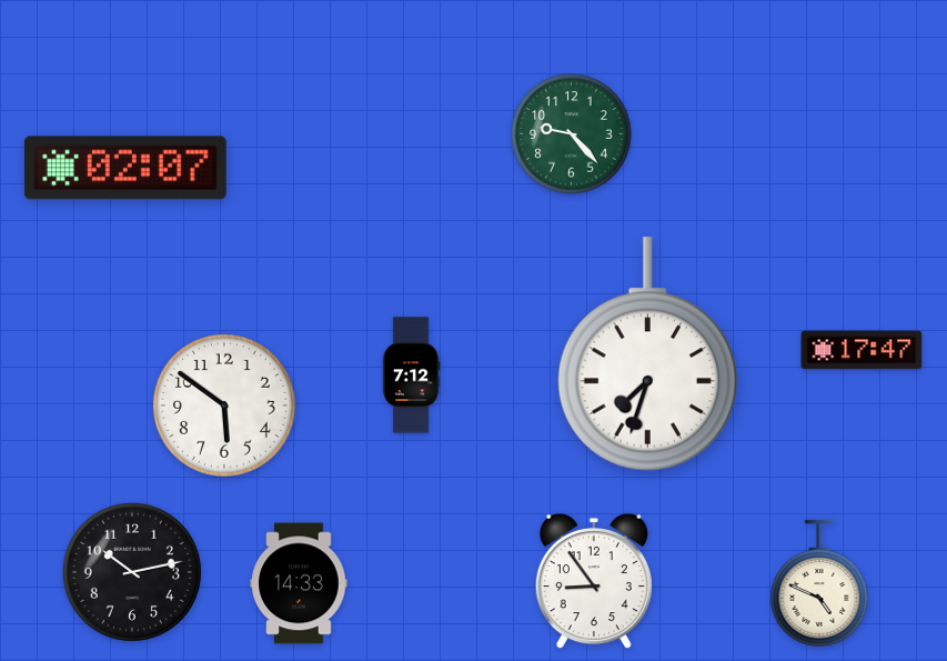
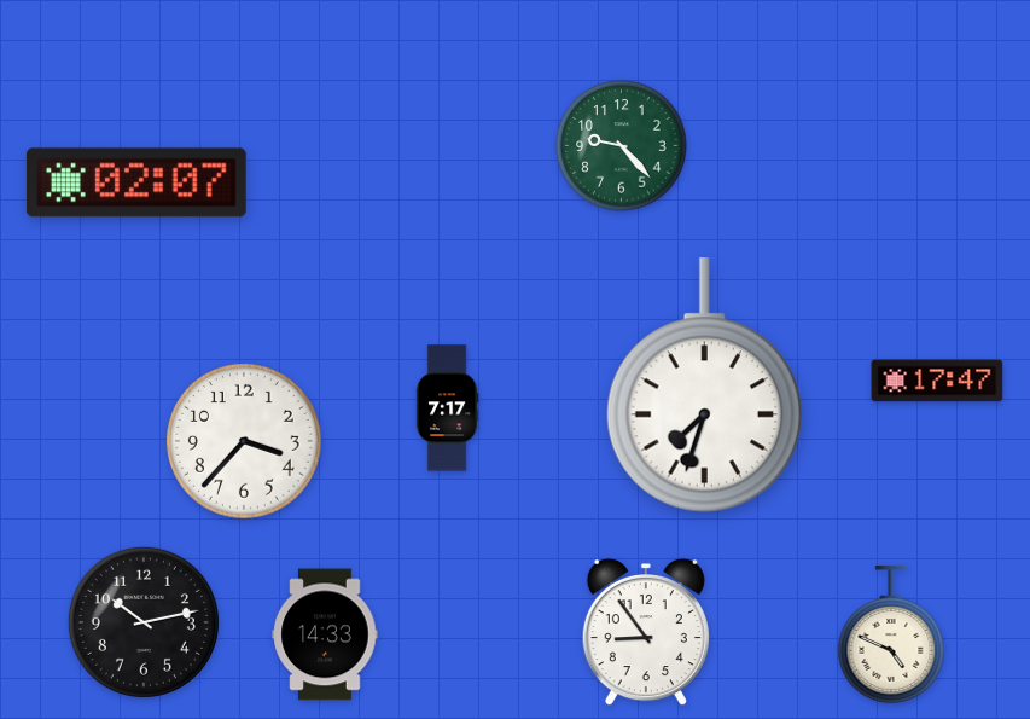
clock at (411, 375): 7:12 -> 7:17
clock at (225, 407): 5:51 -> 3:37
